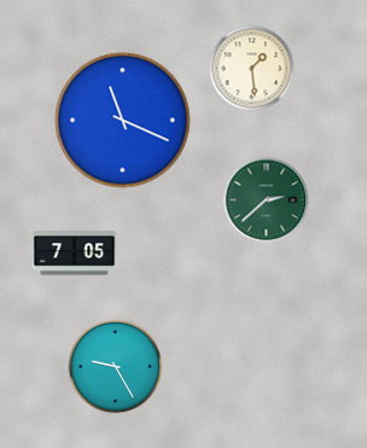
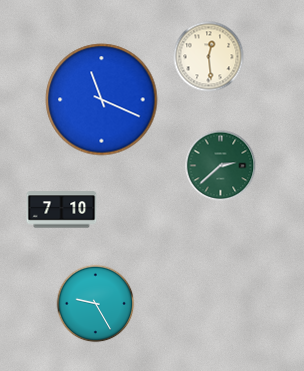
clock at (252, 69): 1:29 -> 12:29
clock at (75, 254): 7:05 -> 7:10
